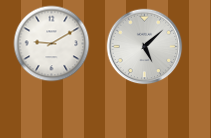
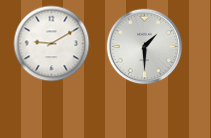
clock at (145, 47): 5:08 -> 1:30
